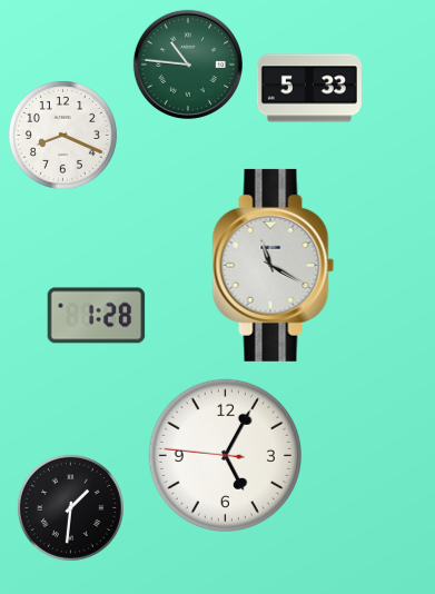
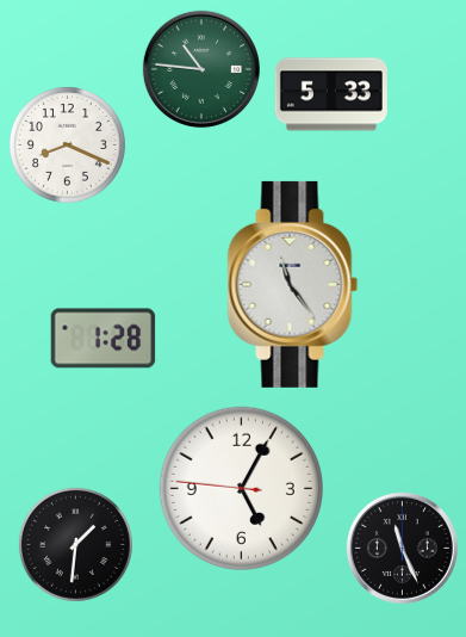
clock at (274, 265): 11:20 -> 11:24
clock at (402, 548): none -> 11:26
